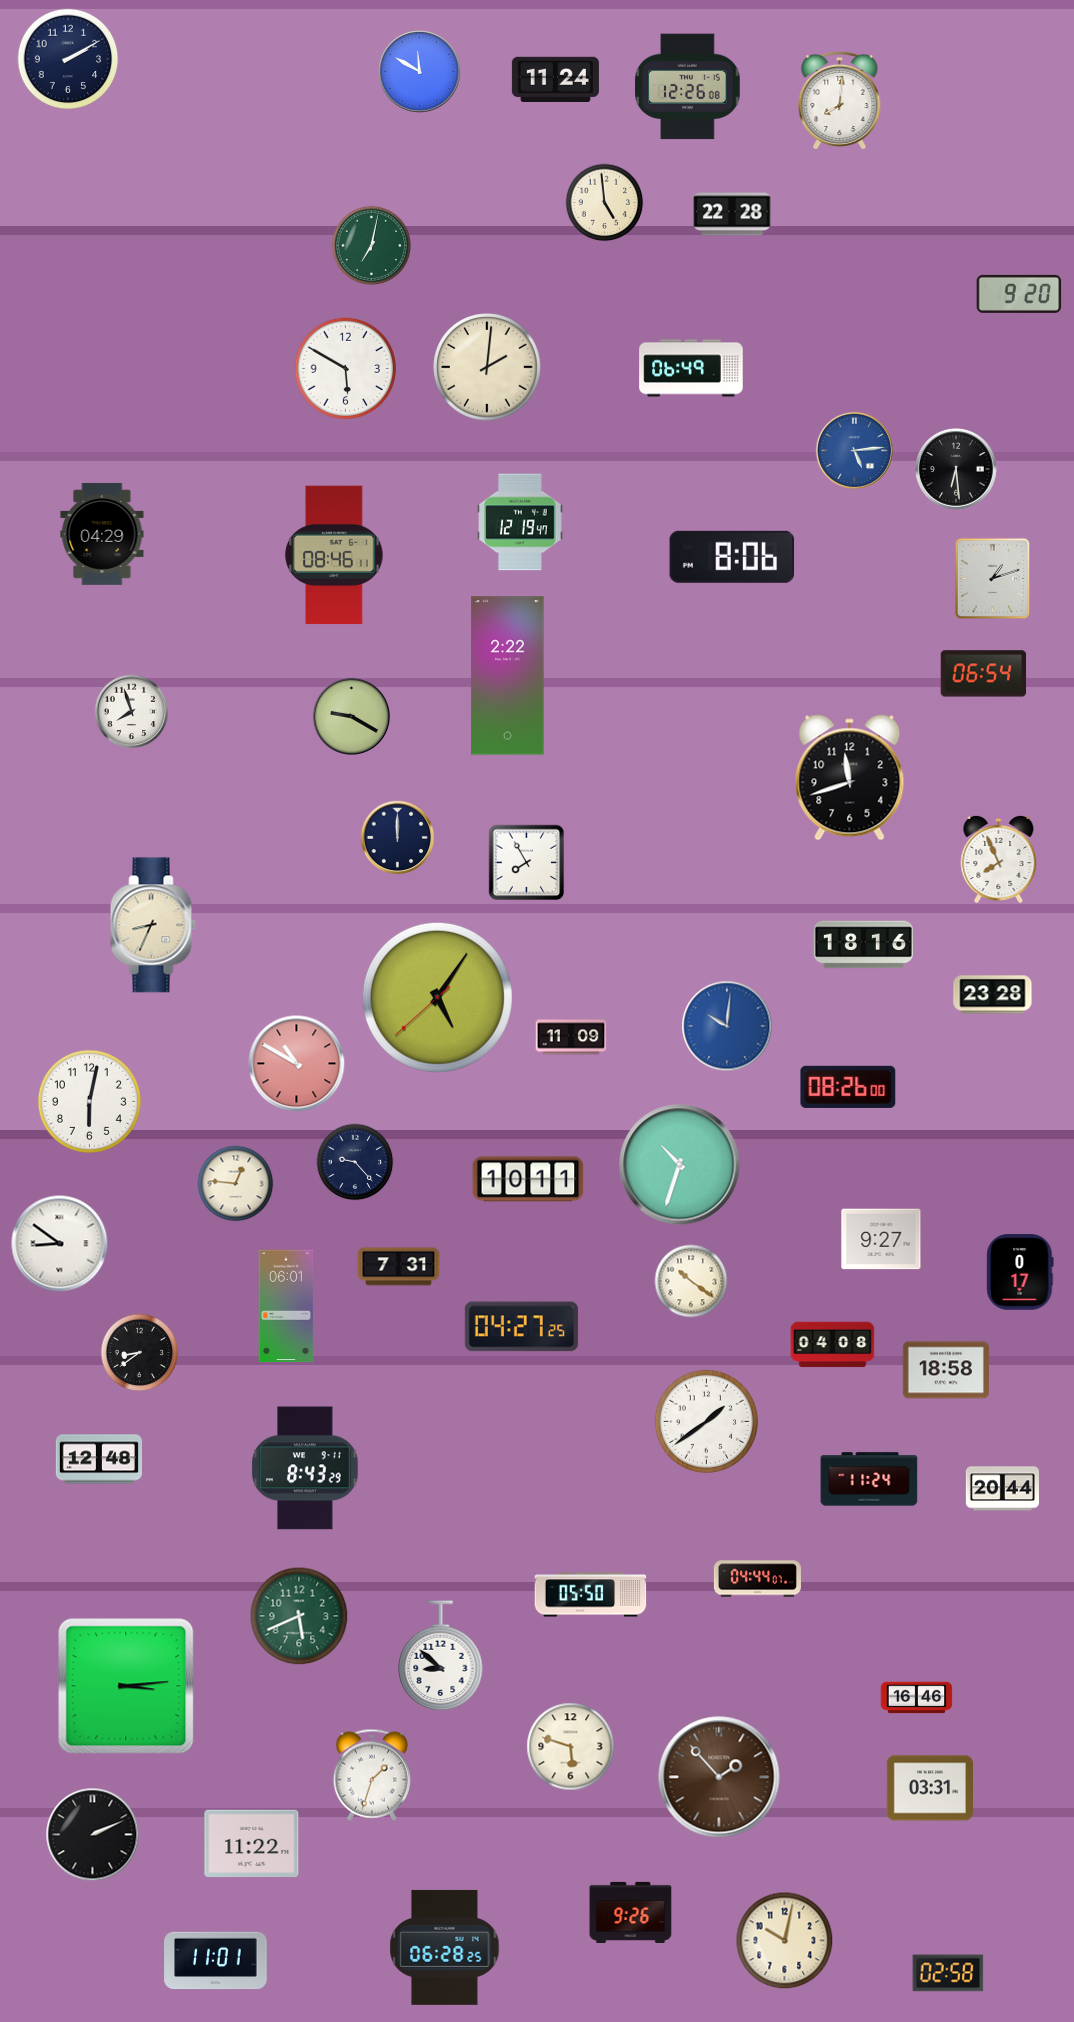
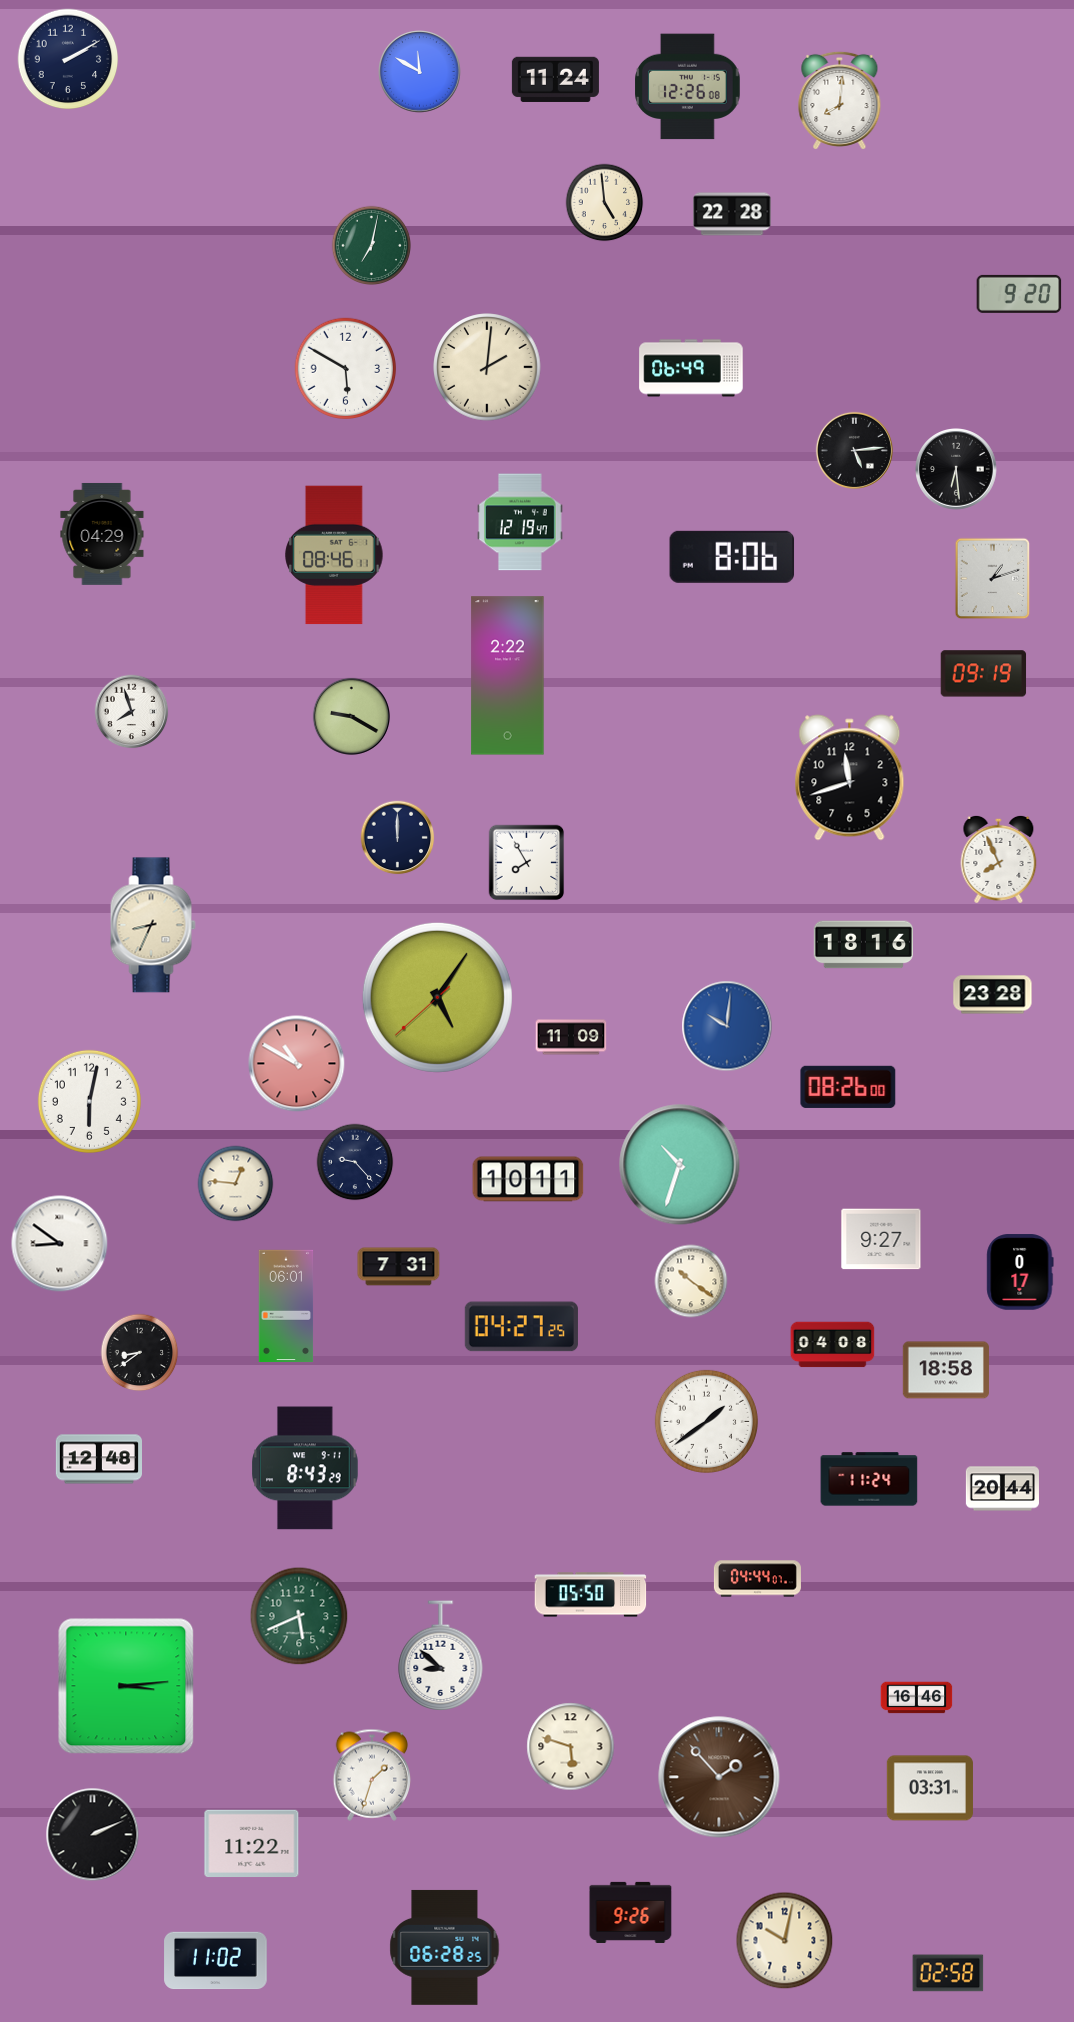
clock at (854, 450) dial: blue -> black
clock at (984, 674): 06:54 -> 09:19
clock at (216, 1961): 11:01 -> 11:02
